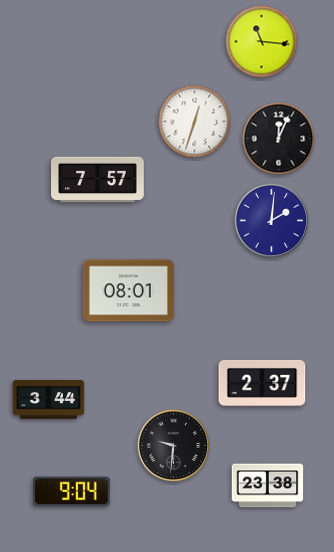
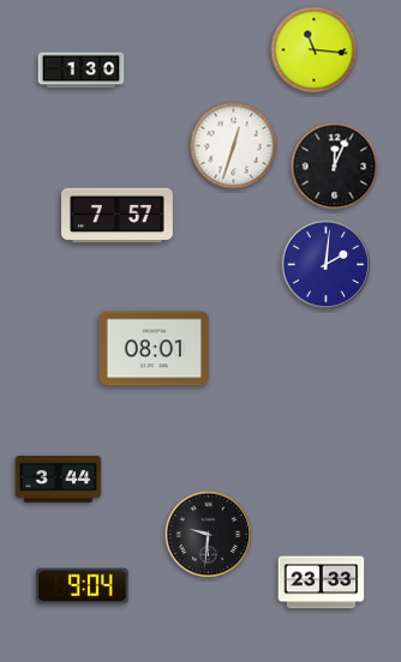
clock at (82, 71): none -> 1:30
clock at (262, 383): 2:37 -> none
clock at (268, 486): 23:38 -> 23:33
clock at (72, 492) position: (72, 492) -> (83, 586)
